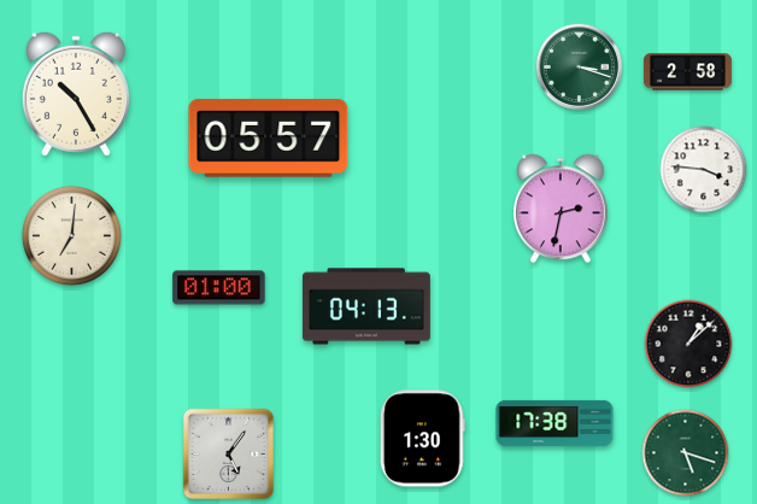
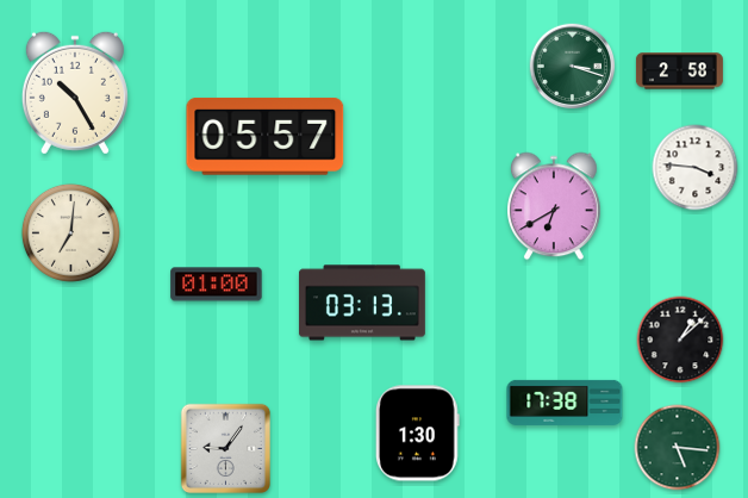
clock at (562, 209): 2:32 -> 6:40
clock at (366, 306): 04:13 -> 03:13
clock at (554, 423) position: (554, 423) -> (565, 403)
clock at (228, 453): 5:06 -> 9:06
clock at (686, 453): 5:18 -> 5:16
